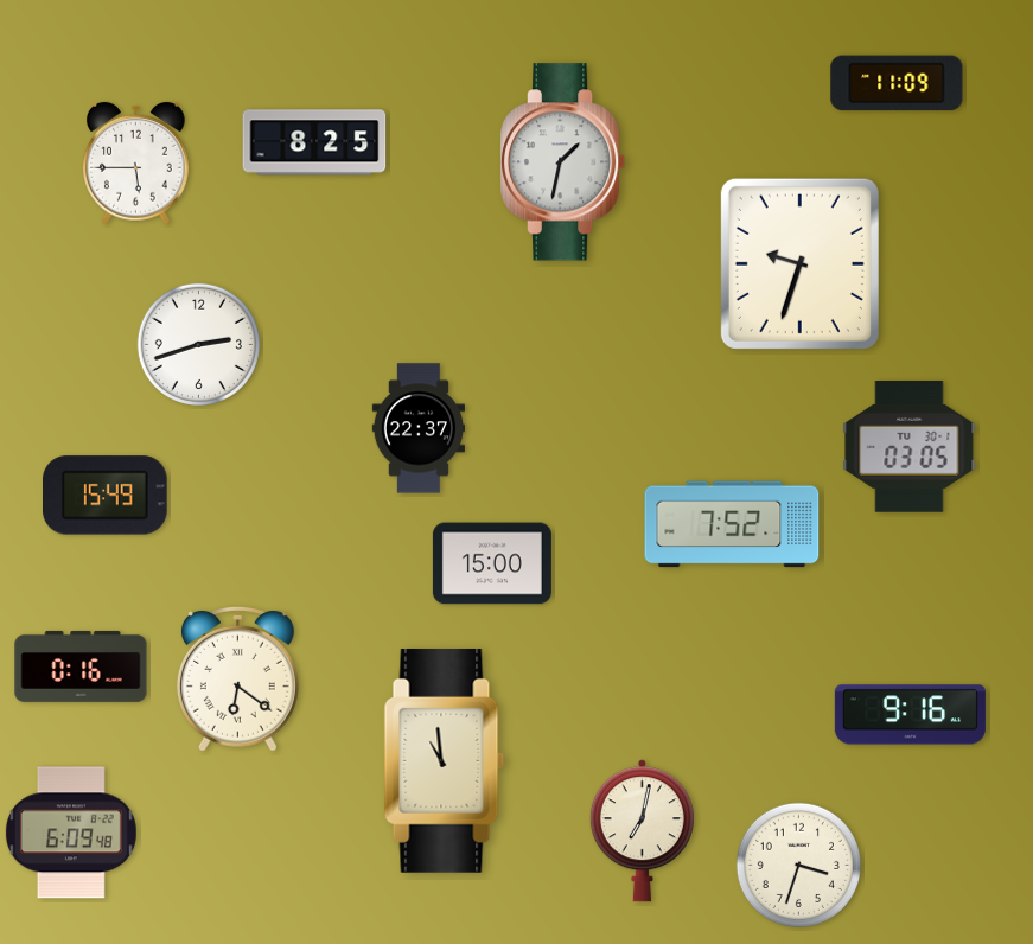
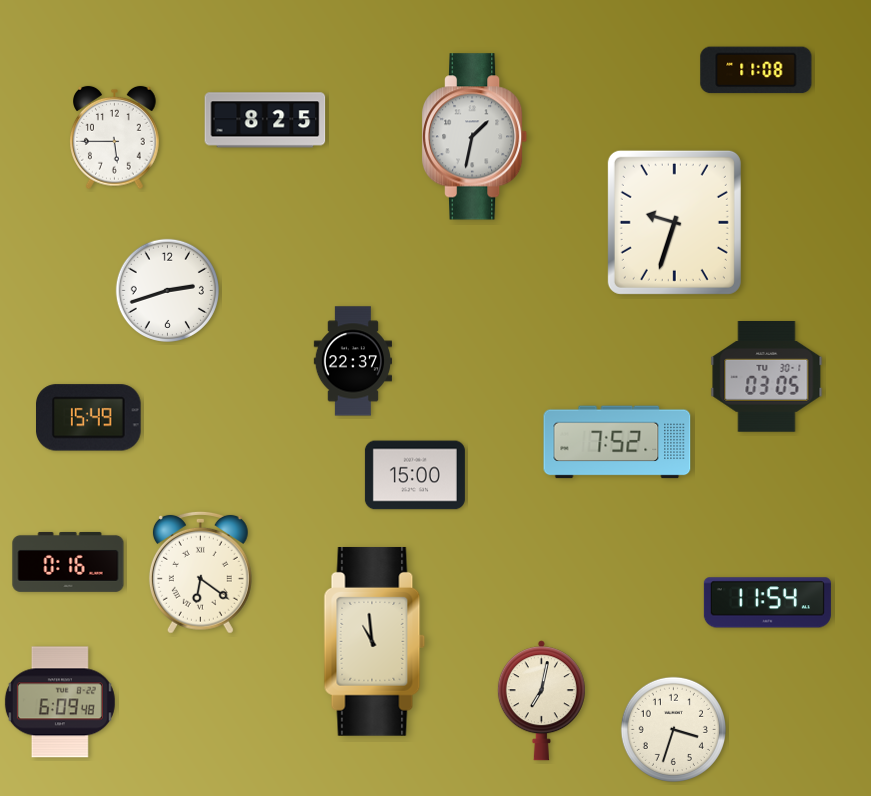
clock at (897, 83): 11:09 -> 11:08
clock at (910, 715): 9:16 -> 11:54
